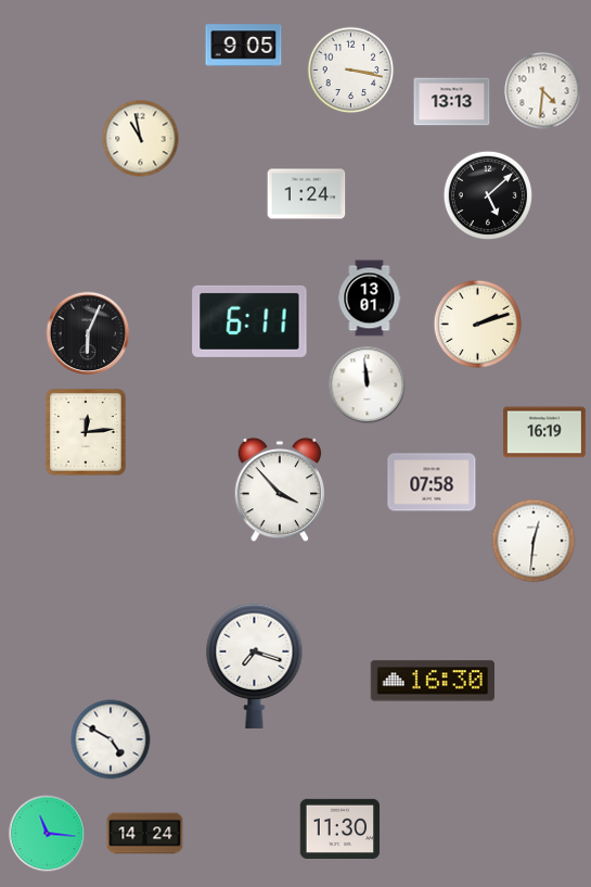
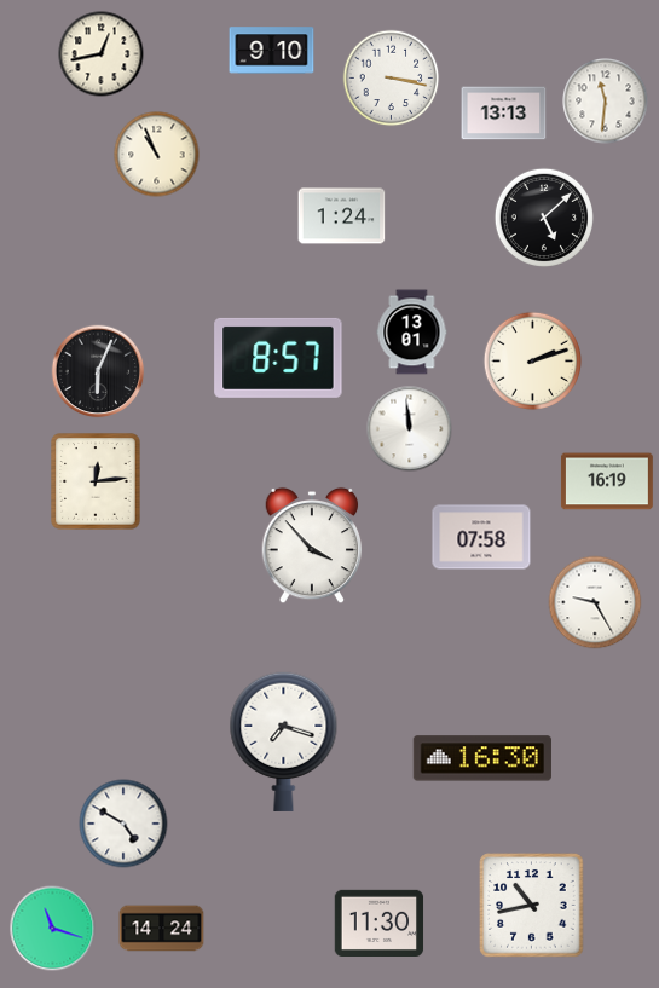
clock at (244, 46): 9:05 -> 9:10
clock at (102, 54): none -> 12:43
clock at (543, 91): 4:31 -> 11:31
clock at (141, 139): 10:58 -> 10:56
clock at (249, 321): 6:11 -> 8:57
clock at (534, 541): 12:31 -> 9:25
clock at (532, 906): none -> 10:43
clock at (48, 834): 11:16 -> 11:18
